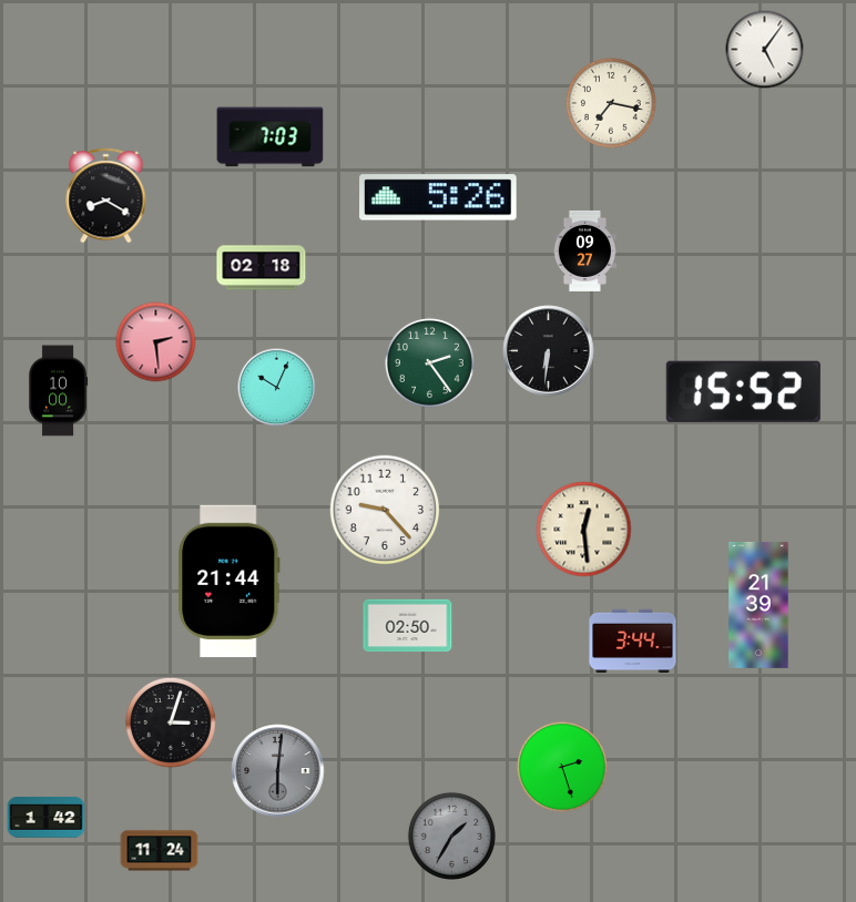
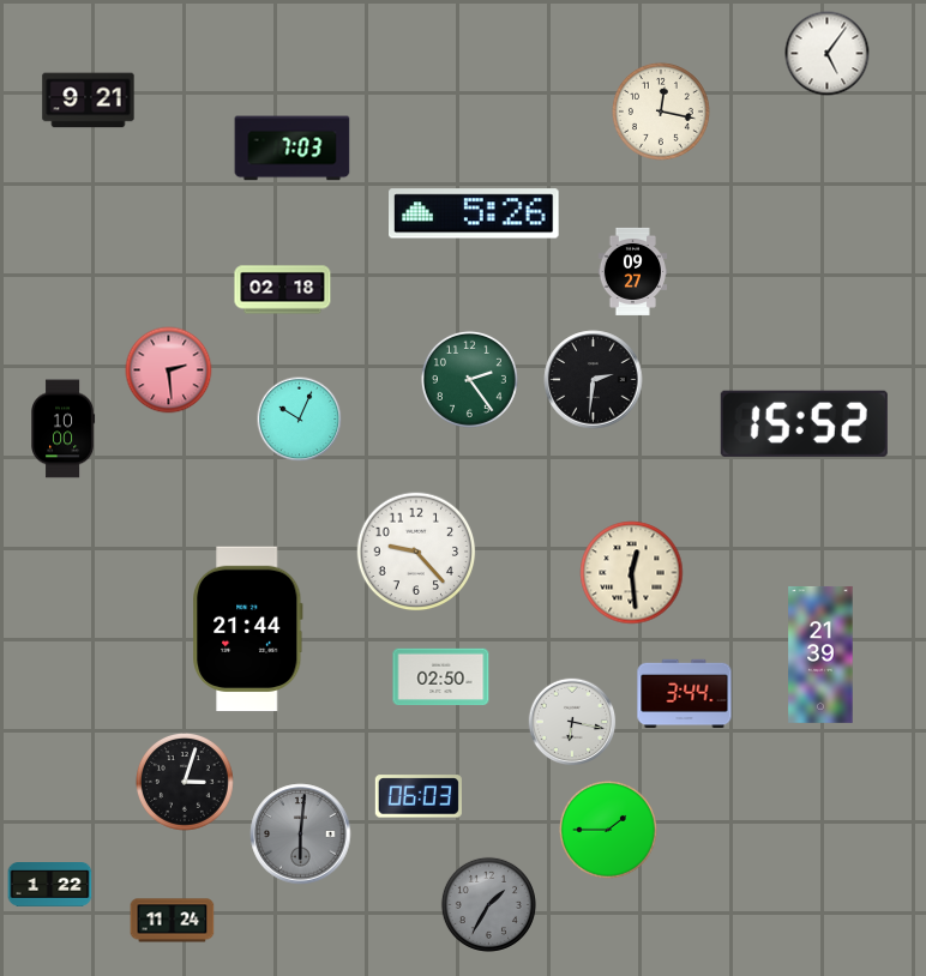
clock at (89, 101): none -> 9:21
clock at (611, 103): 7:17 -> 12:17
clock at (106, 196): 8:20 -> none
clock at (549, 351): 6:31 -> 2:31
clock at (429, 362) position: (429, 362) -> (469, 379)
clock at (59, 391) position: (59, 391) -> (64, 429)
clock at (572, 722): none -> 6:17
clock at (419, 796): none -> 06:03
clock at (562, 767): 2:27 -> 1:45
clock at (47, 818): 1:42 -> 1:22
